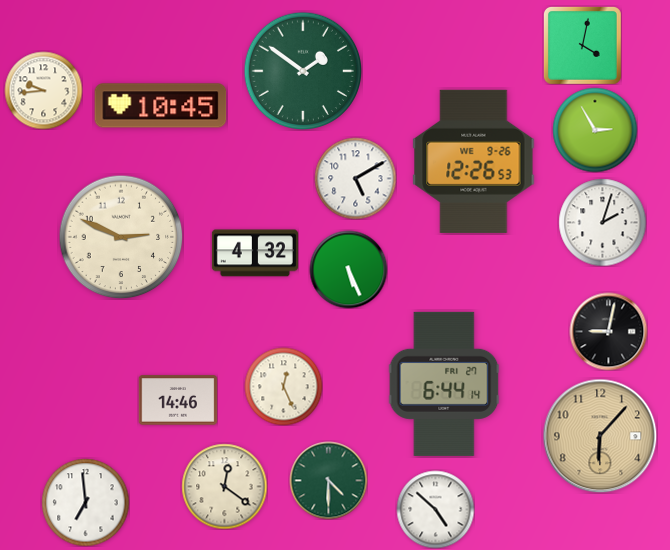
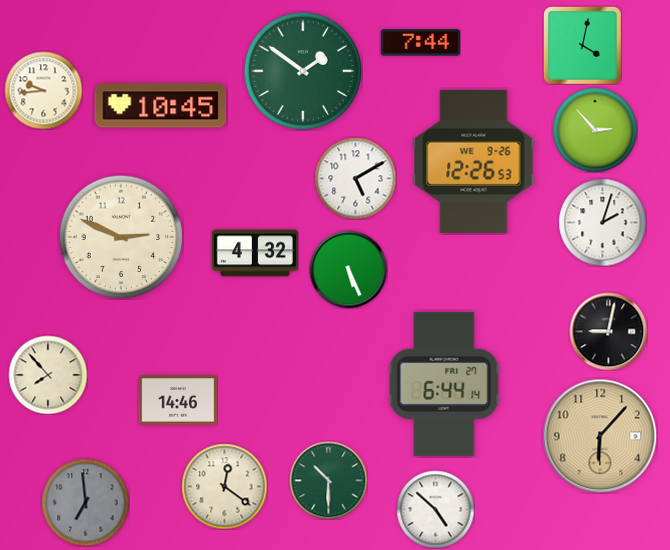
clock at (420, 43): none -> 7:44
clock at (595, 130): 2:55 -> 2:53
clock at (48, 375): none -> 7:53
clock at (283, 386): 12:26 -> none
clock at (328, 480): 4:30 -> 10:30
clock at (85, 502) dial: white -> grey
